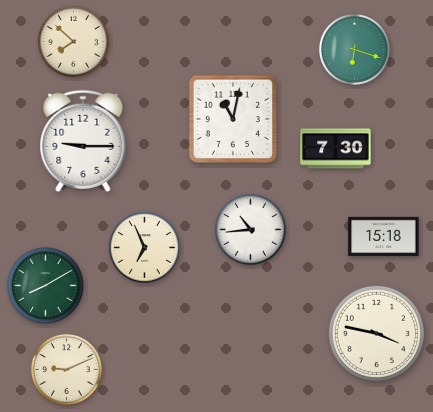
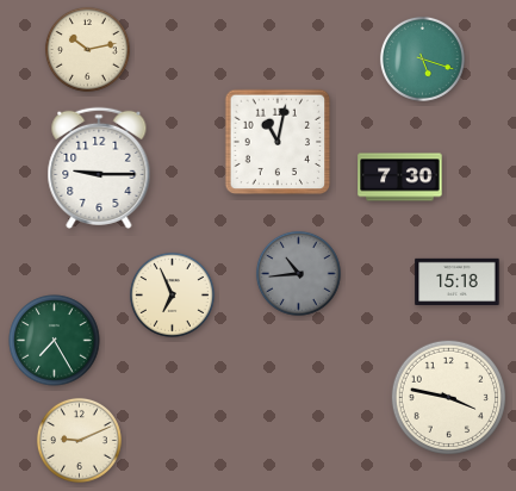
clock at (73, 41): 7:52 -> 10:13
clock at (354, 49): 6:18 -> 5:18
clock at (250, 229) dial: white -> grey
clock at (46, 286): 8:10 -> 7:25
